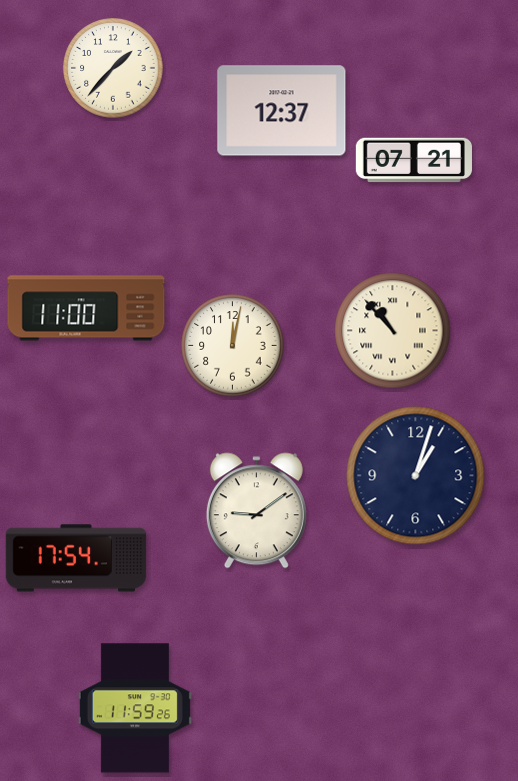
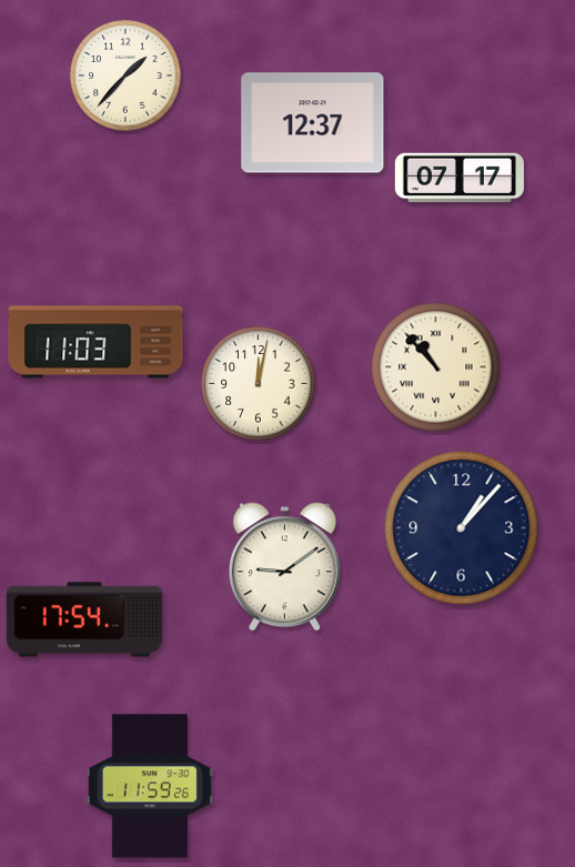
clock at (414, 160): 07:21 -> 07:17
clock at (86, 308): 11:00 -> 11:03
clock at (416, 476): 1:03 -> 1:07
